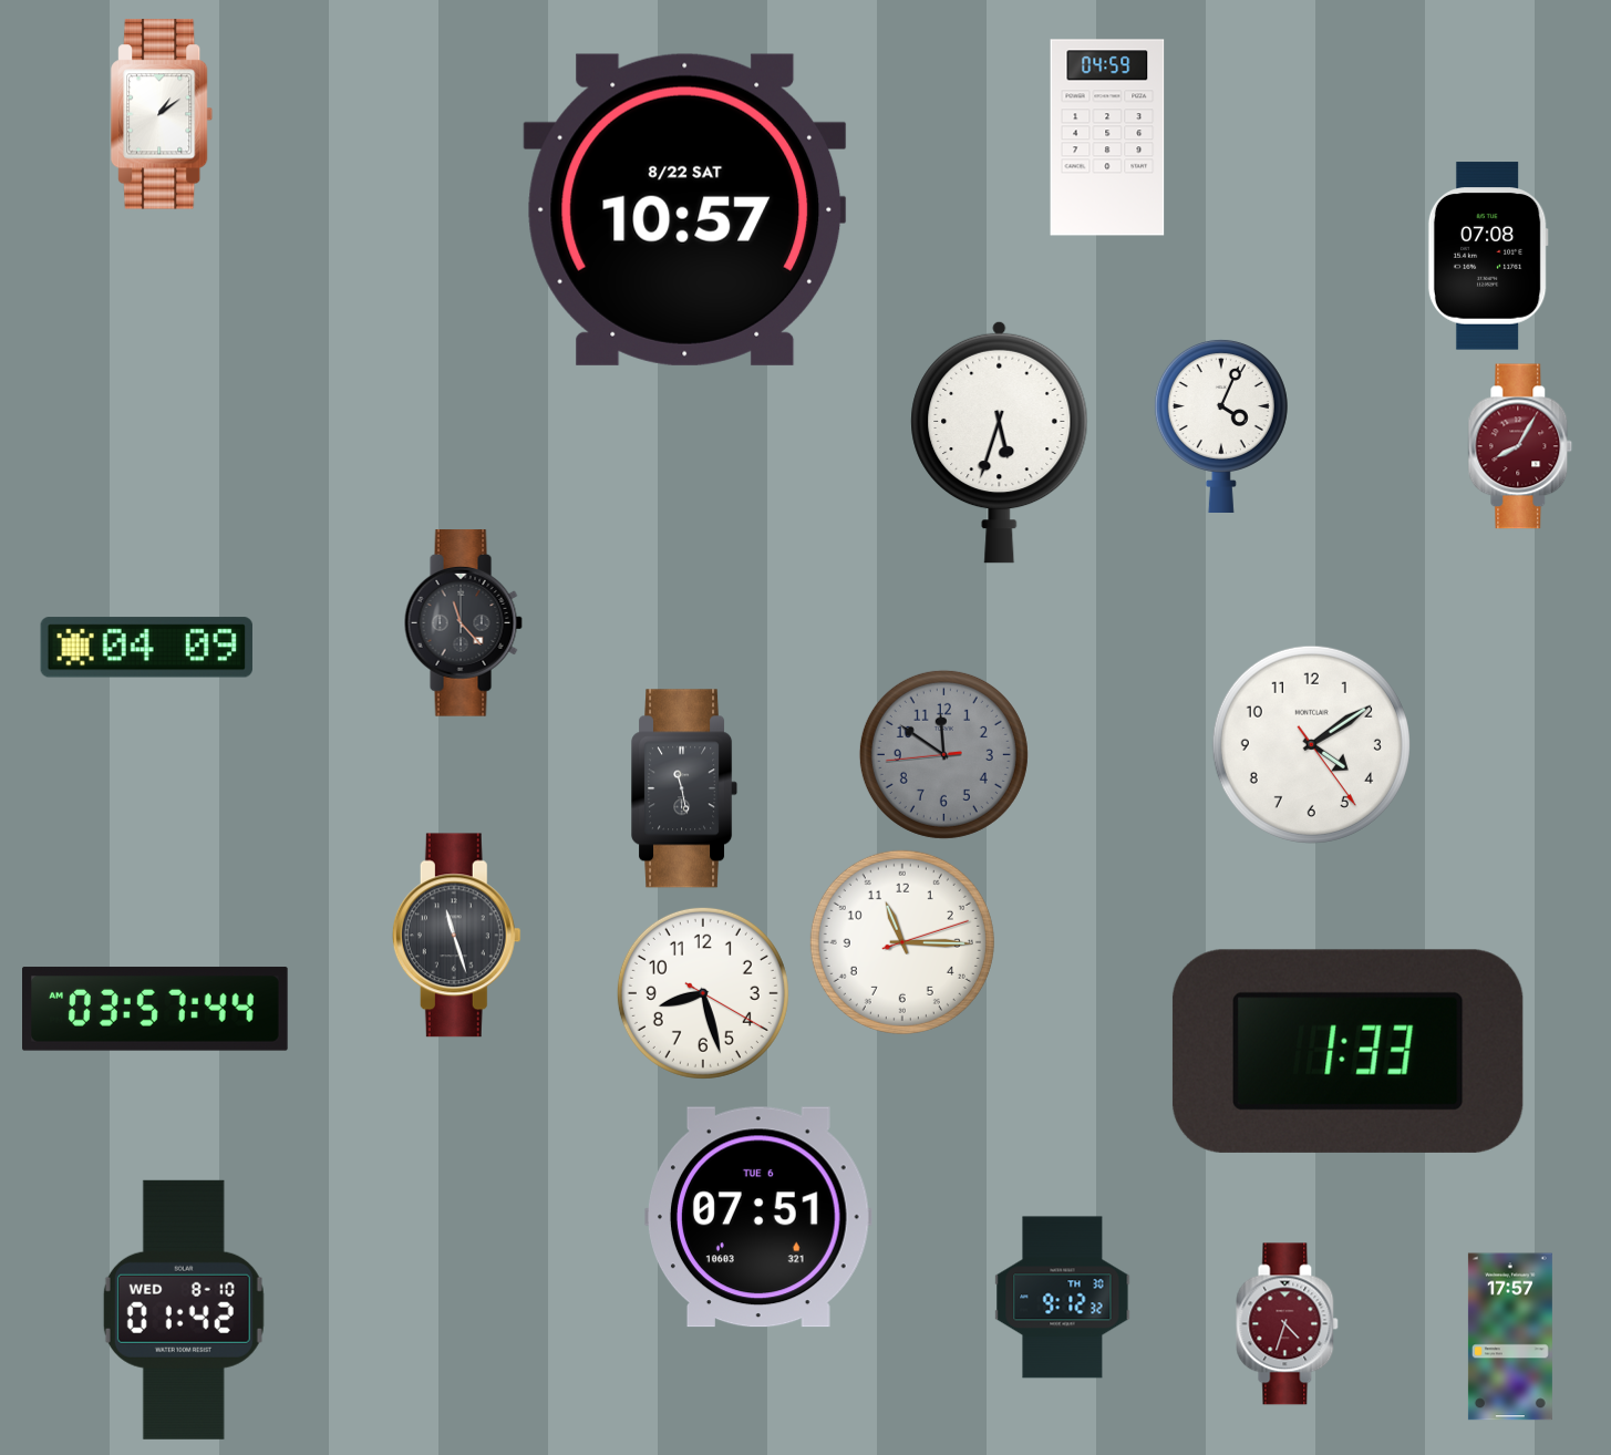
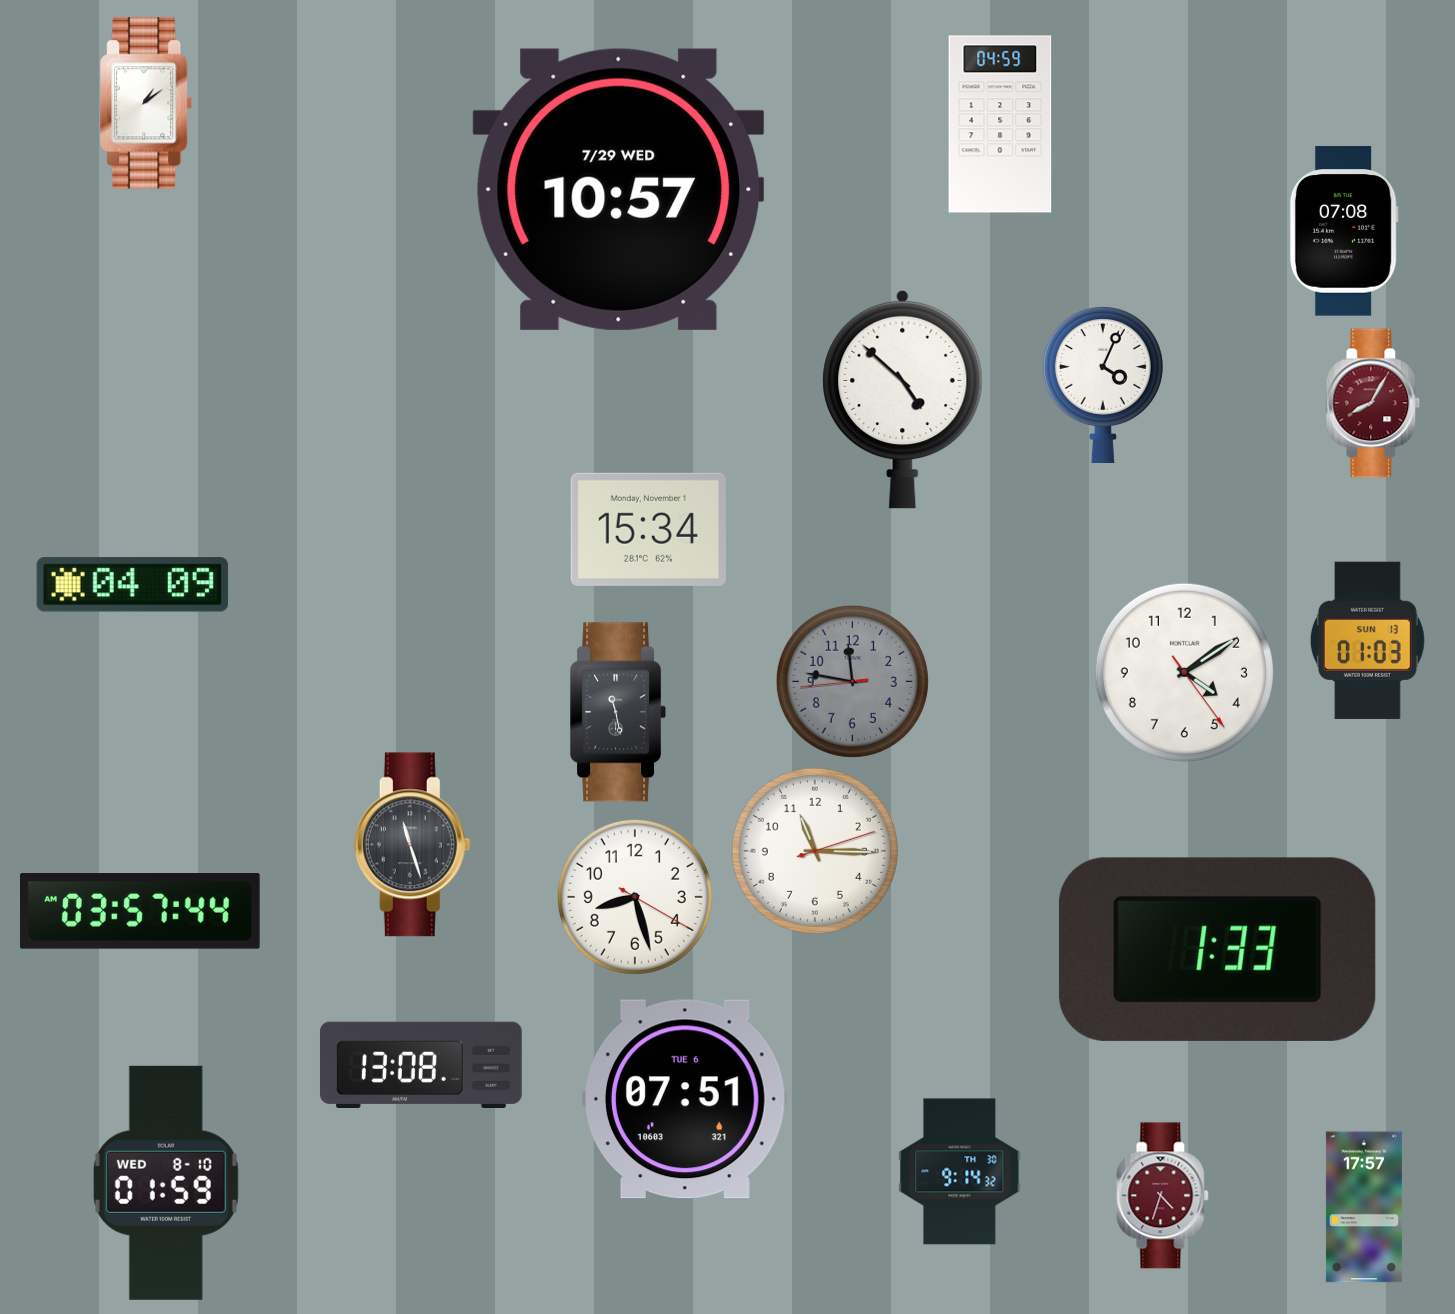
clock at (685, 209) date: 8/22 SAT -> 7/29 WED
clock at (1000, 442): 5:33 -> 4:52
clock at (648, 529): none -> 15:34
clock at (463, 623): 11:23 -> none
clock at (1367, 640): none -> 01:03
clock at (943, 754): 11:50 -> 11:46
clock at (421, 1064): none -> 13:08
clock at (1063, 1298): 9:12 -> 9:14
clock at (184, 1310): 01:42 -> 01:59
